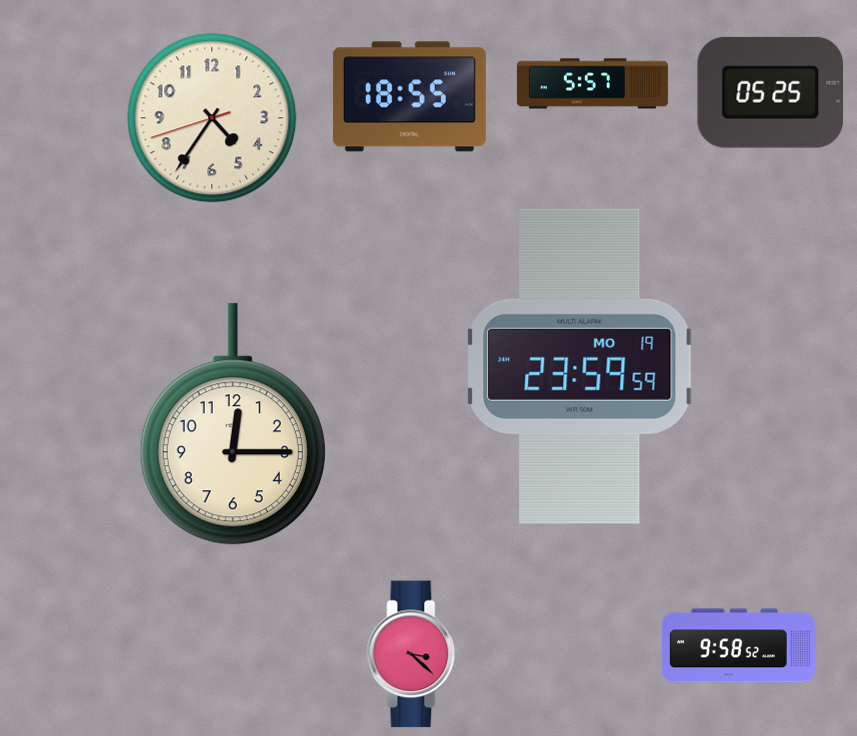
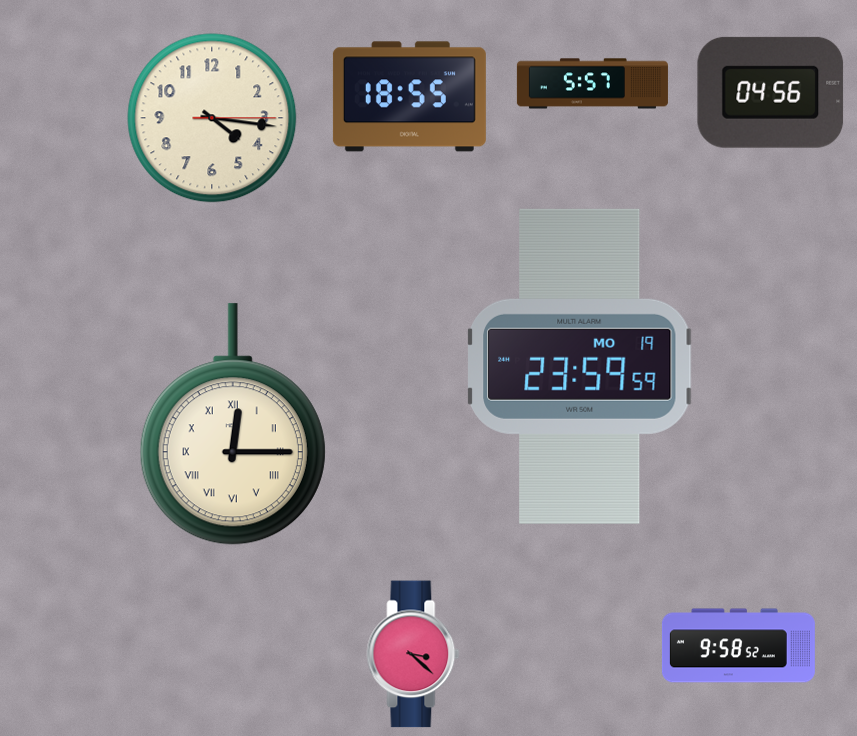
clock at (771, 92): 05:25 -> 04:56
clock at (212, 118): 4:35 -> 4:16
clock at (233, 424) numerals: Arabic -> Roman
